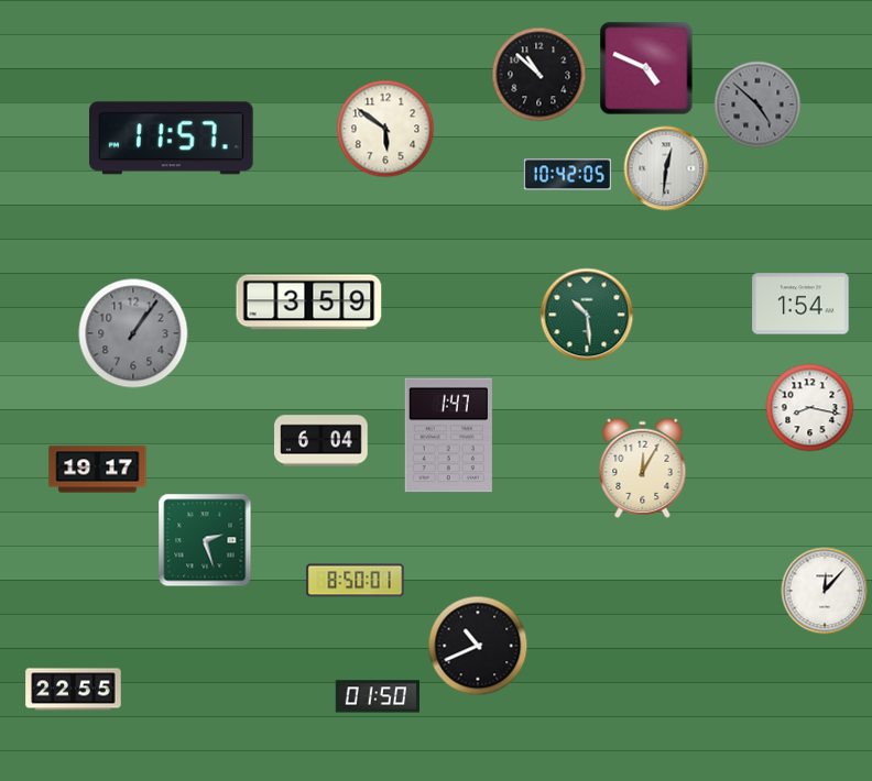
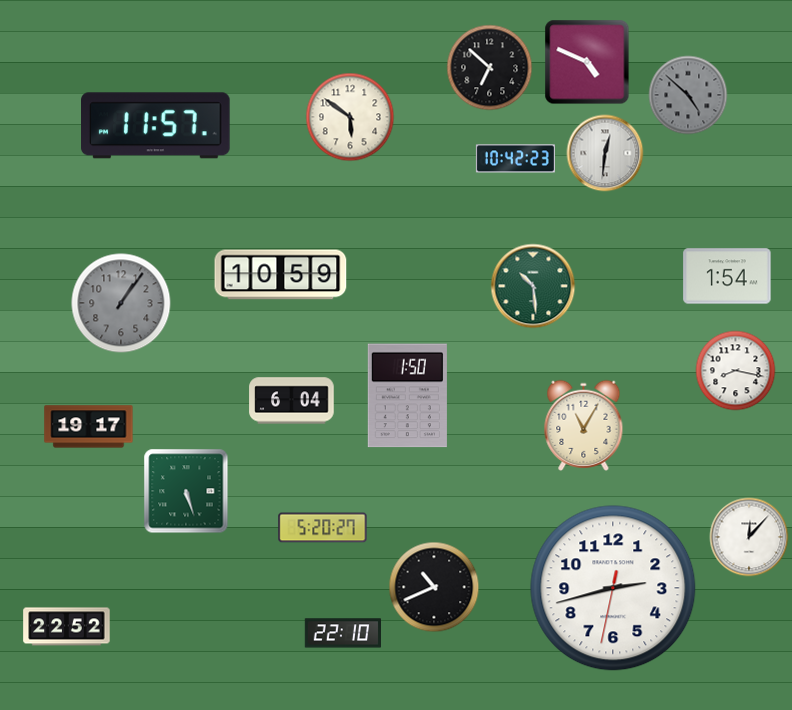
clock at (539, 75): 10:52 -> 6:52
clock at (567, 175): 10:42:05 -> 10:42:23
clock at (309, 302): 3:59 -> 10:59
clock at (448, 436): 1:47 -> 1:50
clock at (643, 468): 12:05 -> 11:05
clock at (205, 540): 2:27 -> 5:27
clock at (356, 581): 8:50 -> 5:20
clock at (613, 588): none -> 2:42
clock at (74, 690): 22:55 -> 22:52
clock at (377, 696): 01:50 -> 22:10
